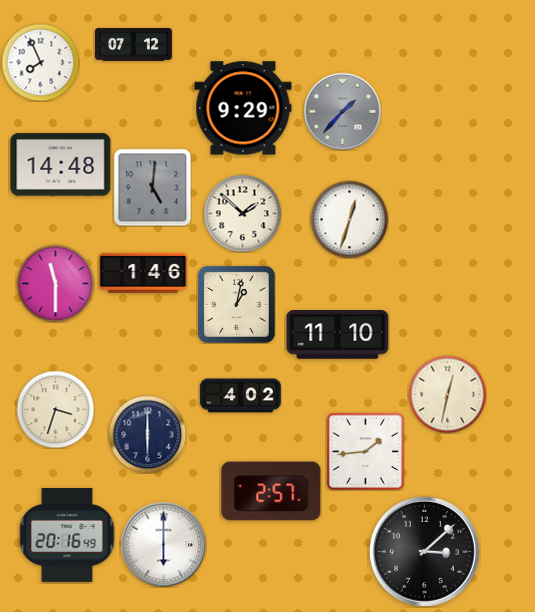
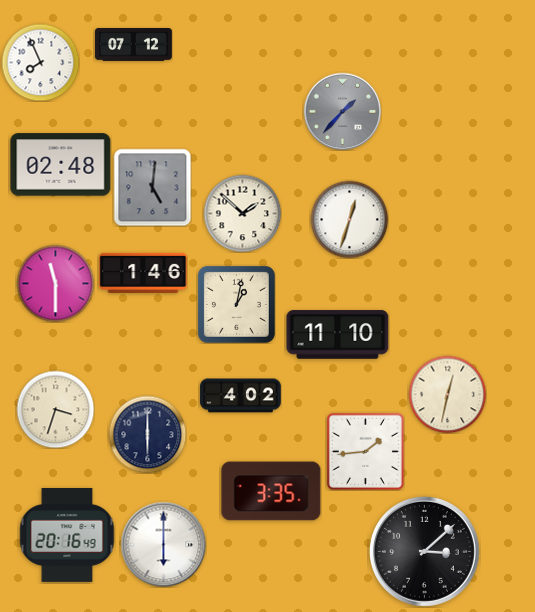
clock at (243, 108): 9:29 -> none
clock at (61, 165): 14:48 -> 02:48
clock at (271, 491): 2:57 -> 3:35
